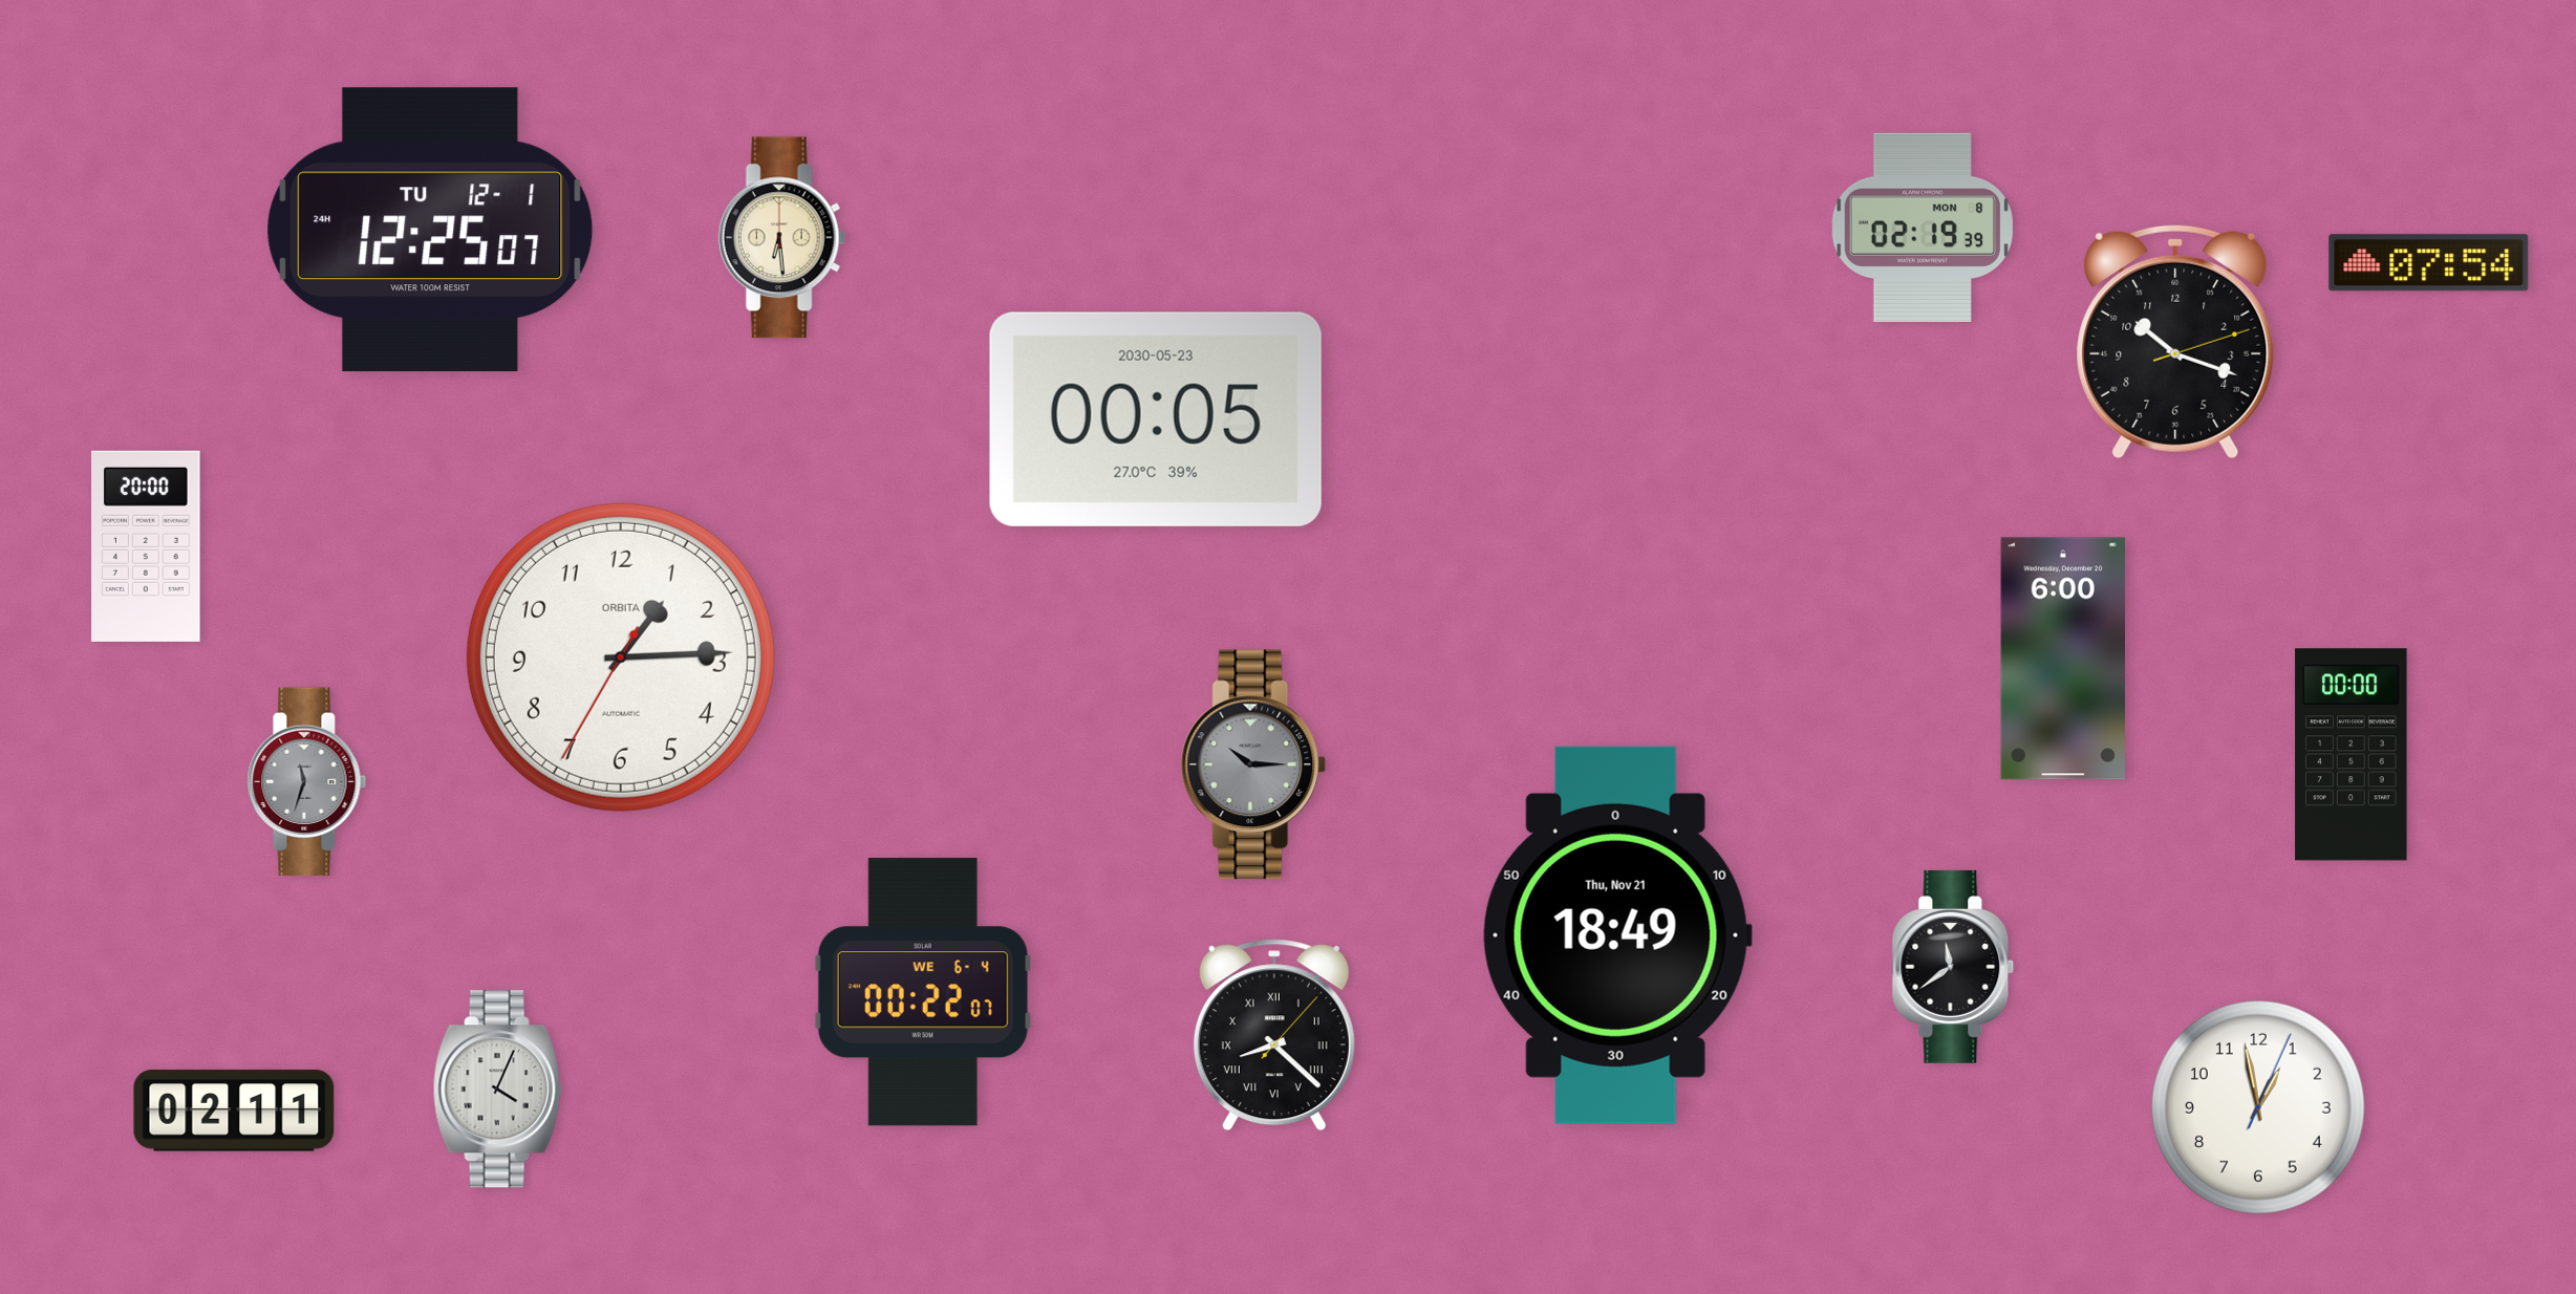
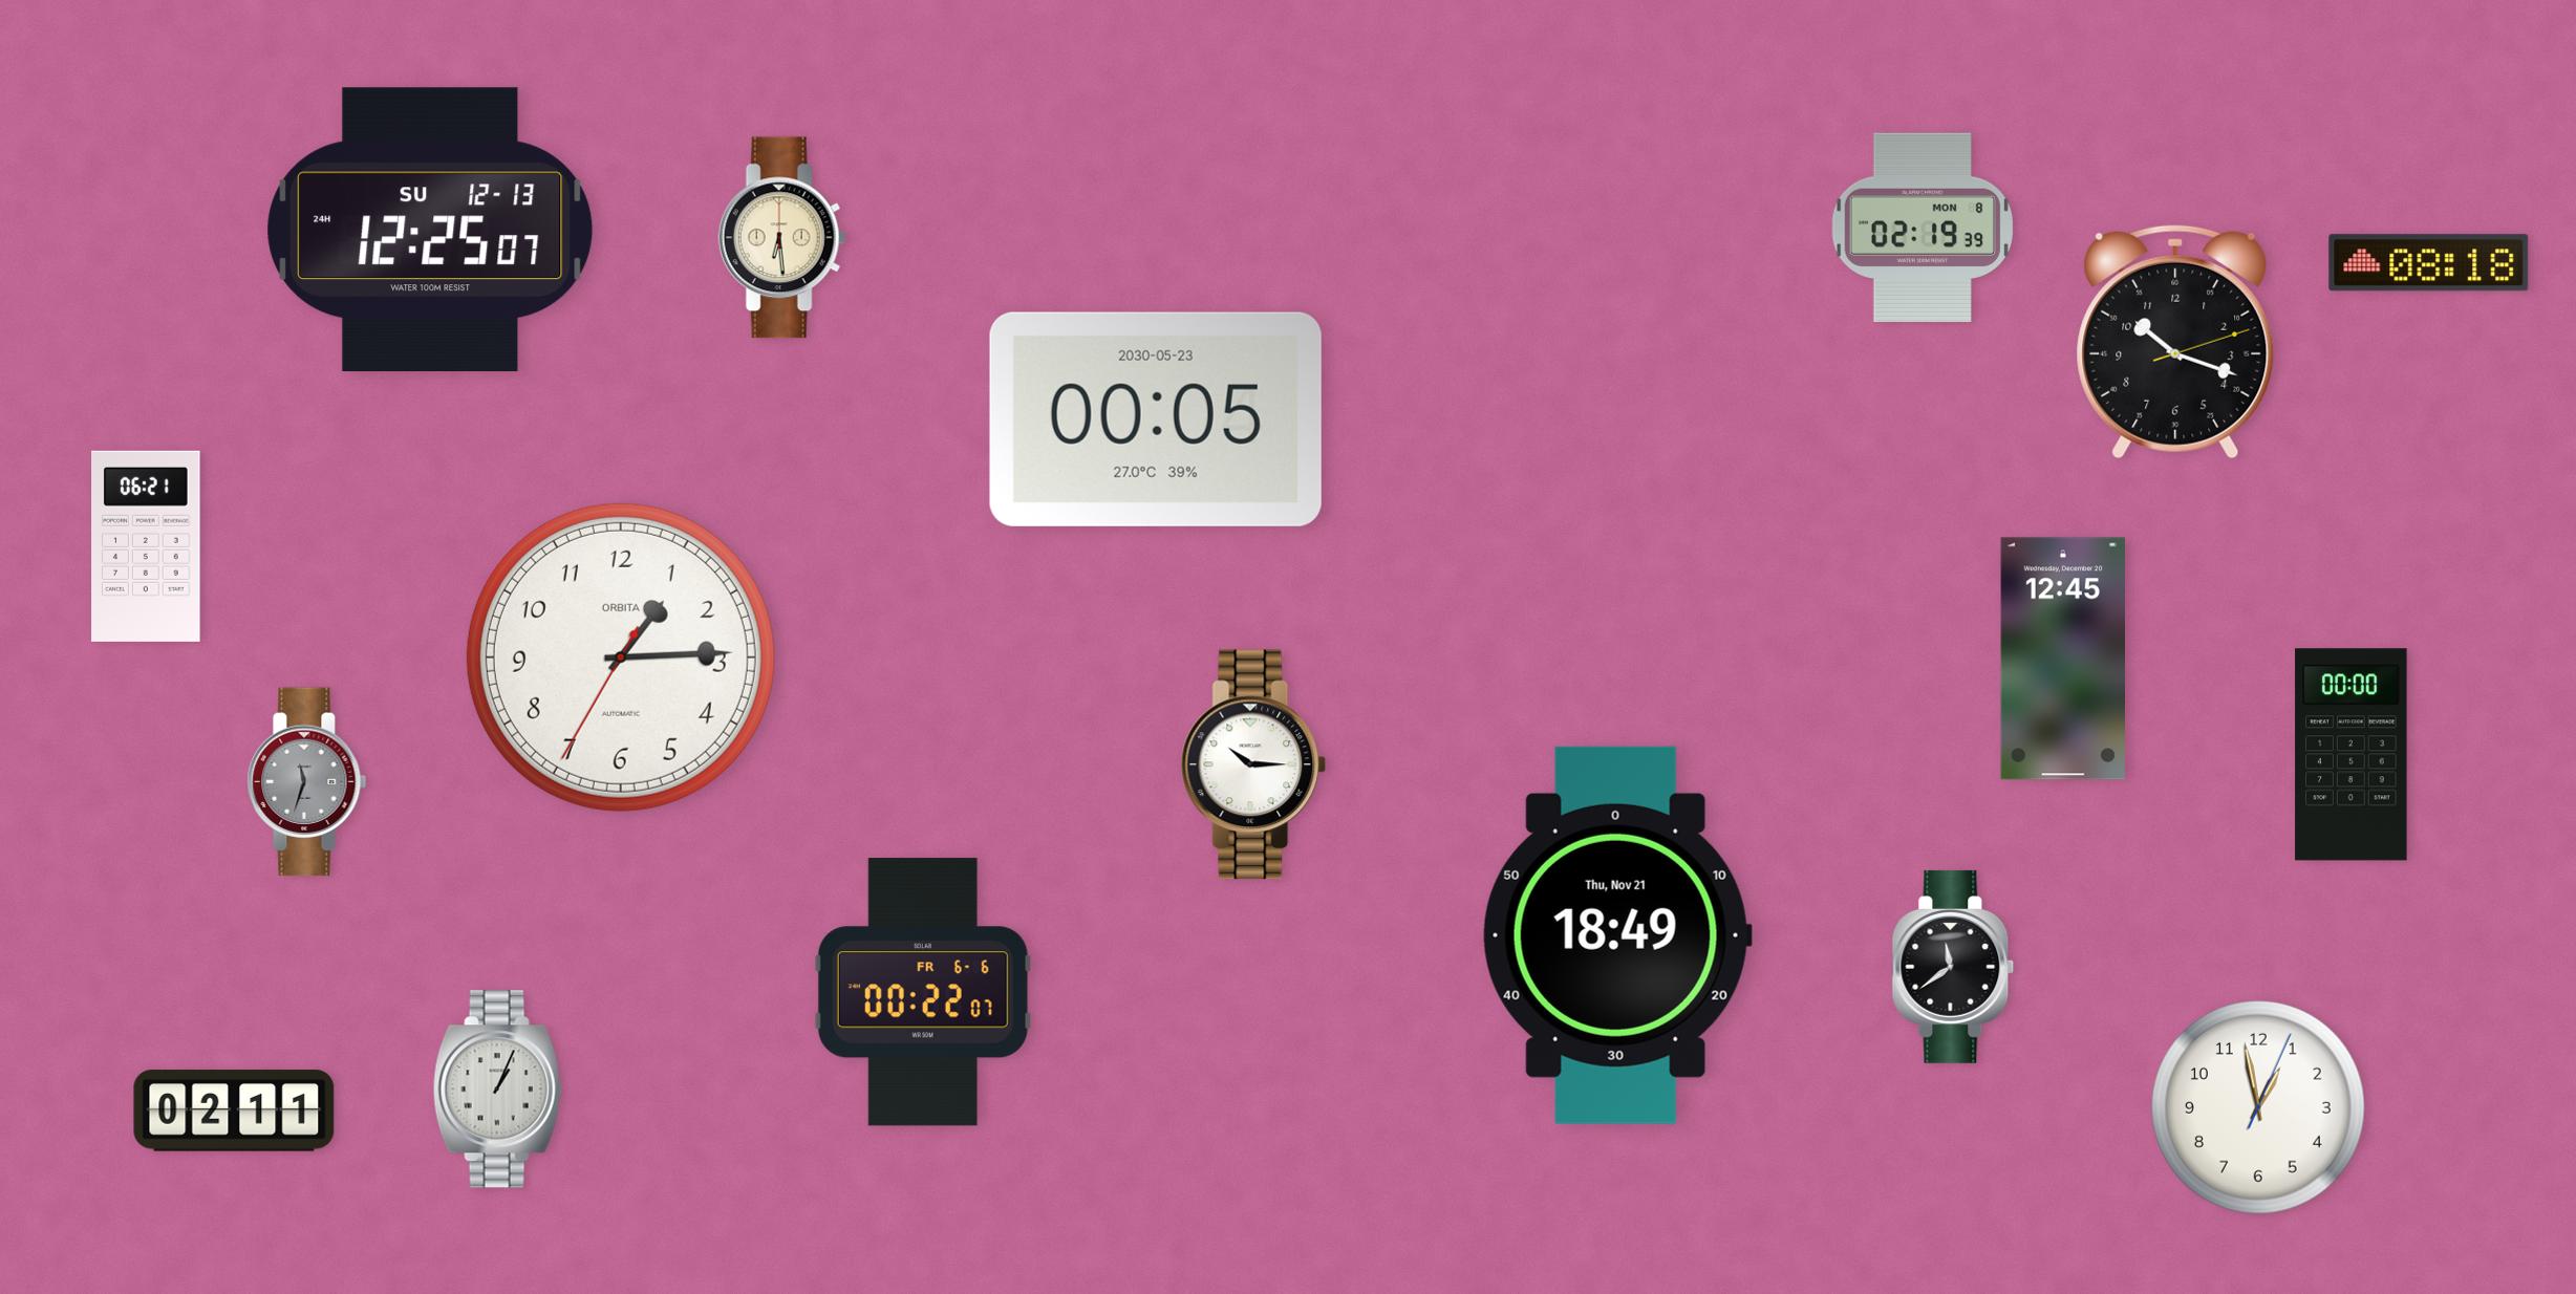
clock at (430, 230) date: TU 12-1 -> SU 12-13
clock at (2429, 263): 07:54 -> 08:18
clock at (146, 546): 20:00 -> 06:21
clock at (2062, 659): 6:00 -> 12:45
clock at (1253, 764) dial: grey -> white
clock at (923, 992) date: WE 6-4 -> FR 6-6
clock at (1274, 1035): 8:22 -> none
clock at (497, 1090): 4:04 -> 1:04
